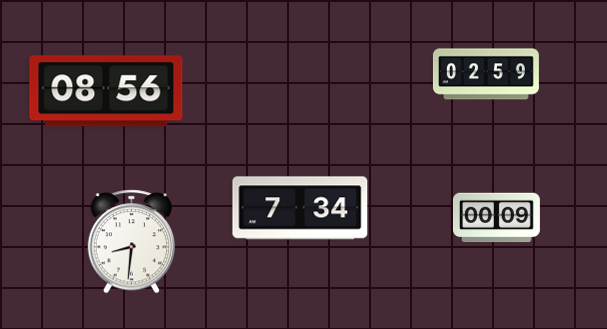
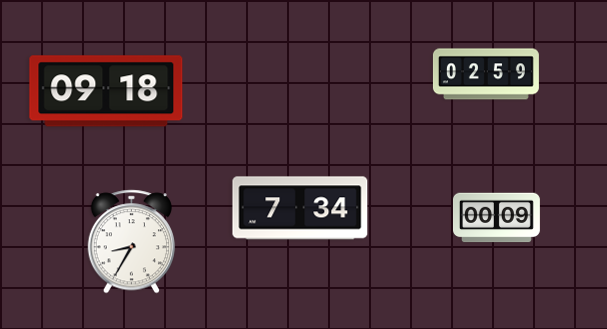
clock at (106, 91): 08:56 -> 09:18
clock at (132, 242): 8:31 -> 8:35
